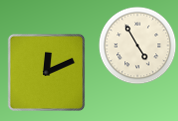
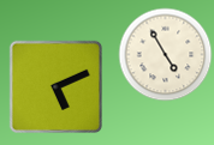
clock at (46, 72): 12:11 -> 5:11
